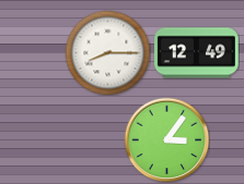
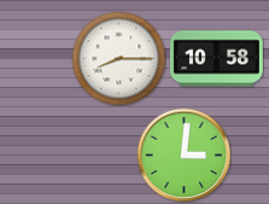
clock at (196, 53): 12:49 -> 10:58
clock at (166, 139): 3:06 -> 3:01
